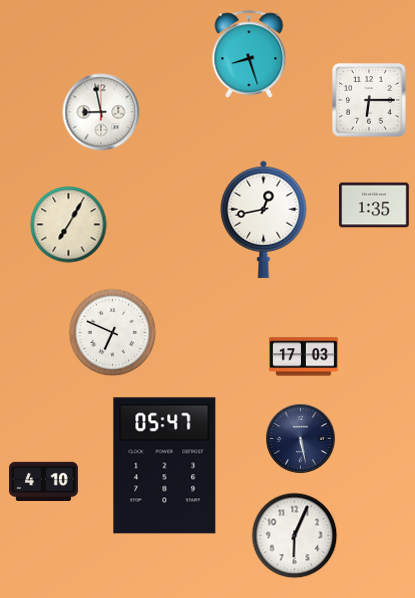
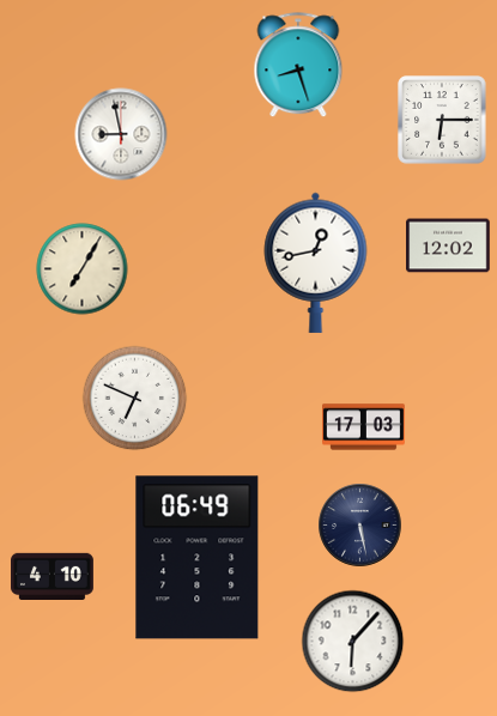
clock at (374, 205): 1:35 -> 12:02
clock at (165, 466): 05:47 -> 06:49
clock at (295, 536): 6:04 -> 6:07
